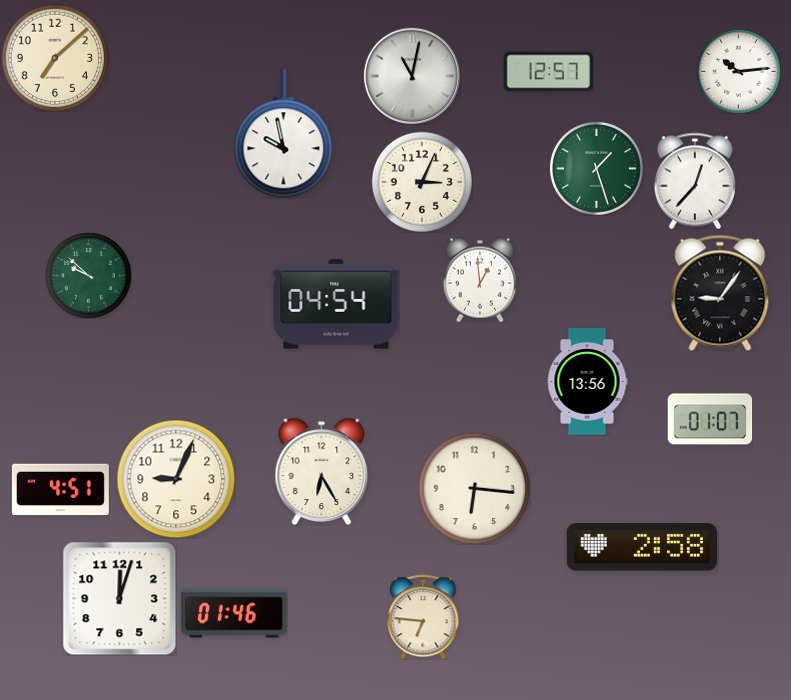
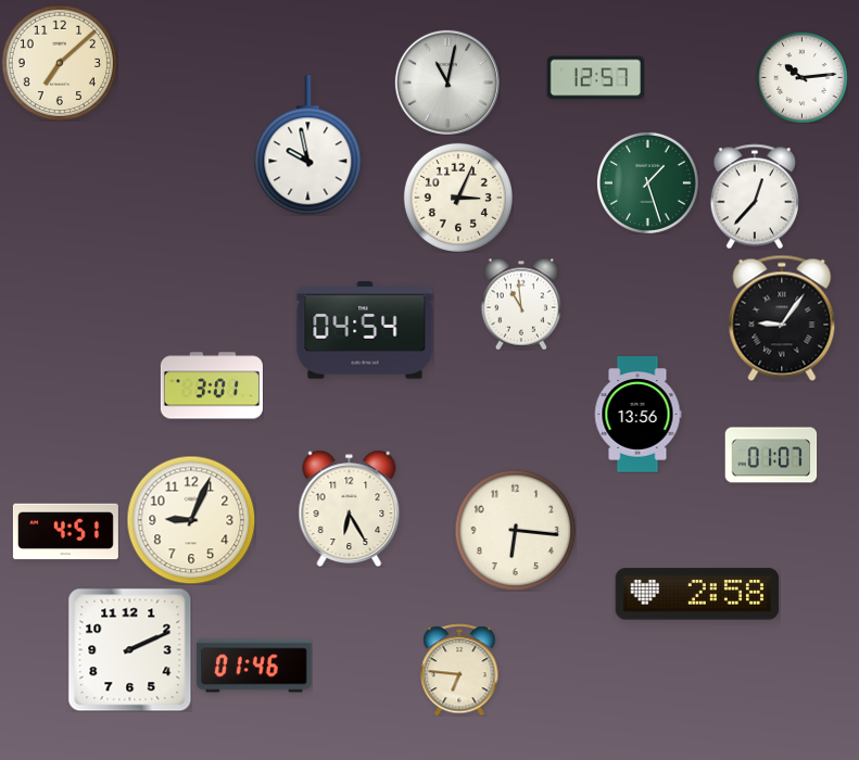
clock at (88, 275): 9:52 -> none
clock at (480, 280): 12:59 -> 10:59
clock at (212, 385): none -> 3:01
clock at (322, 471) position: (322, 471) -> (350, 508)
clock at (119, 598): 12:03 -> 2:11
